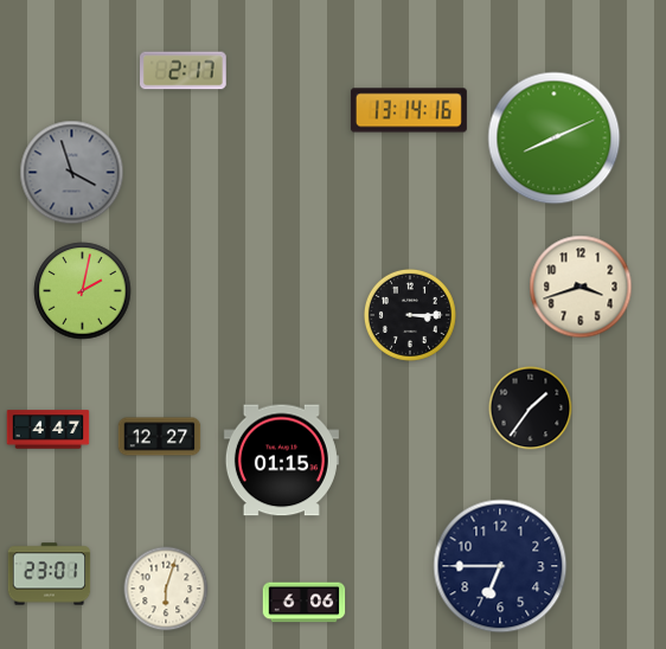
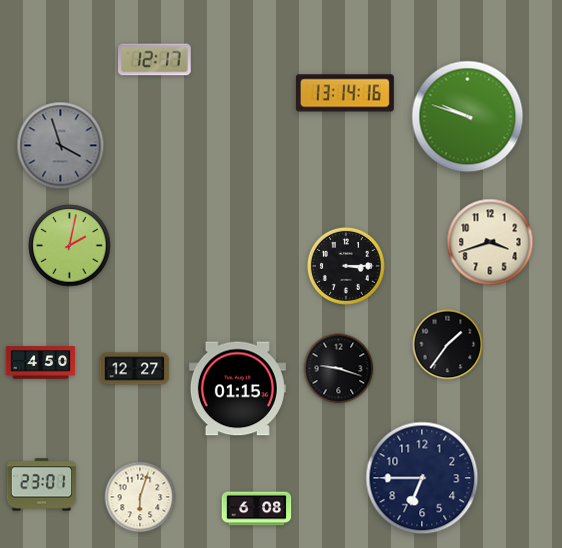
clock at (184, 71): 2:17 -> 12:17
clock at (555, 139): 8:11 -> 9:48
clock at (49, 430): 4:47 -> 4:50
clock at (339, 369): none -> 9:18
clock at (305, 603): 6:06 -> 6:08
